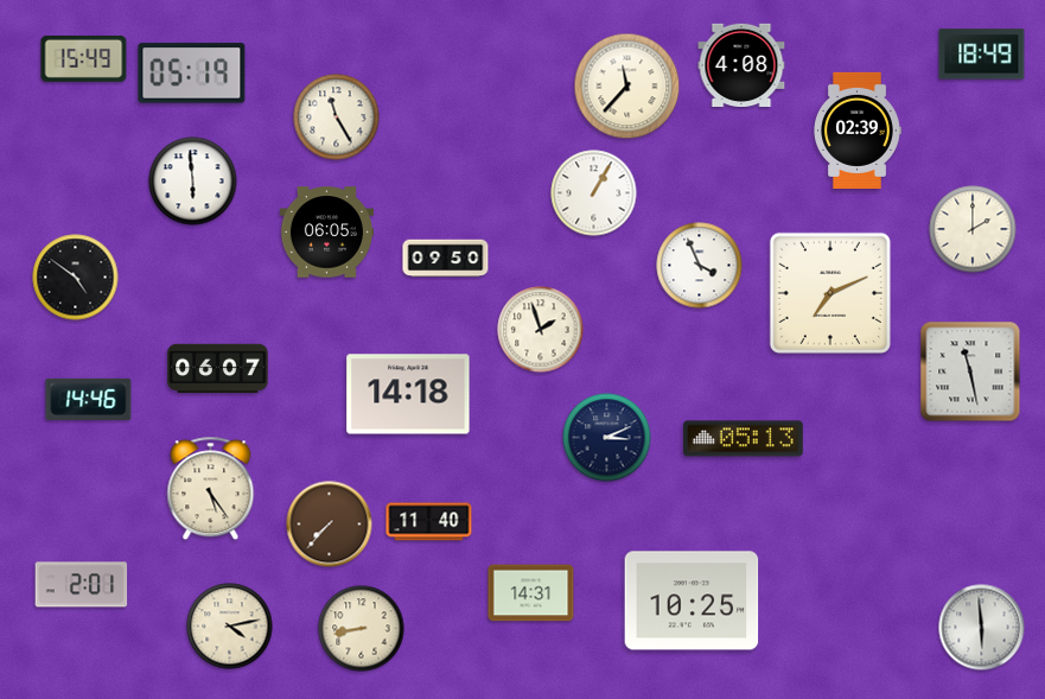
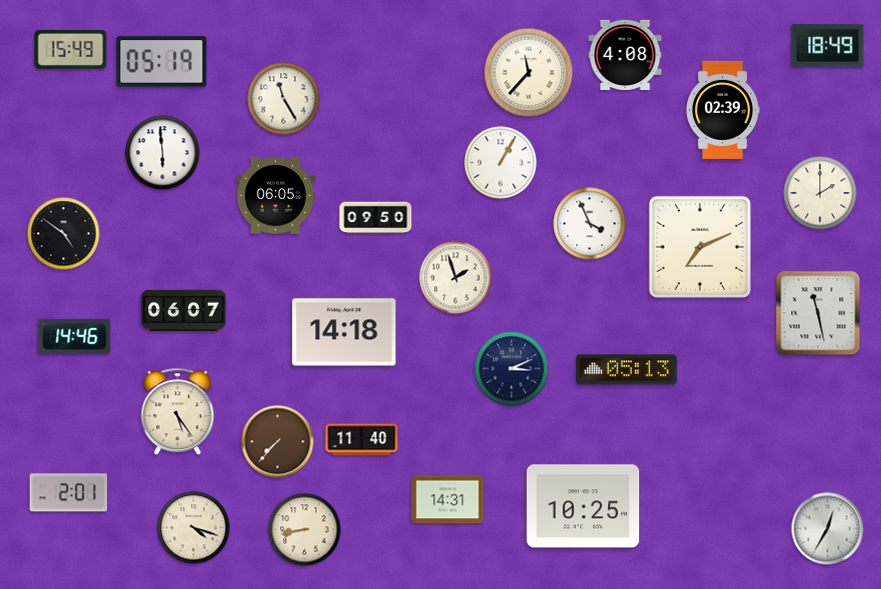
clock at (230, 627): 4:13 -> 4:18
clock at (982, 628): 5:59 -> 12:35
